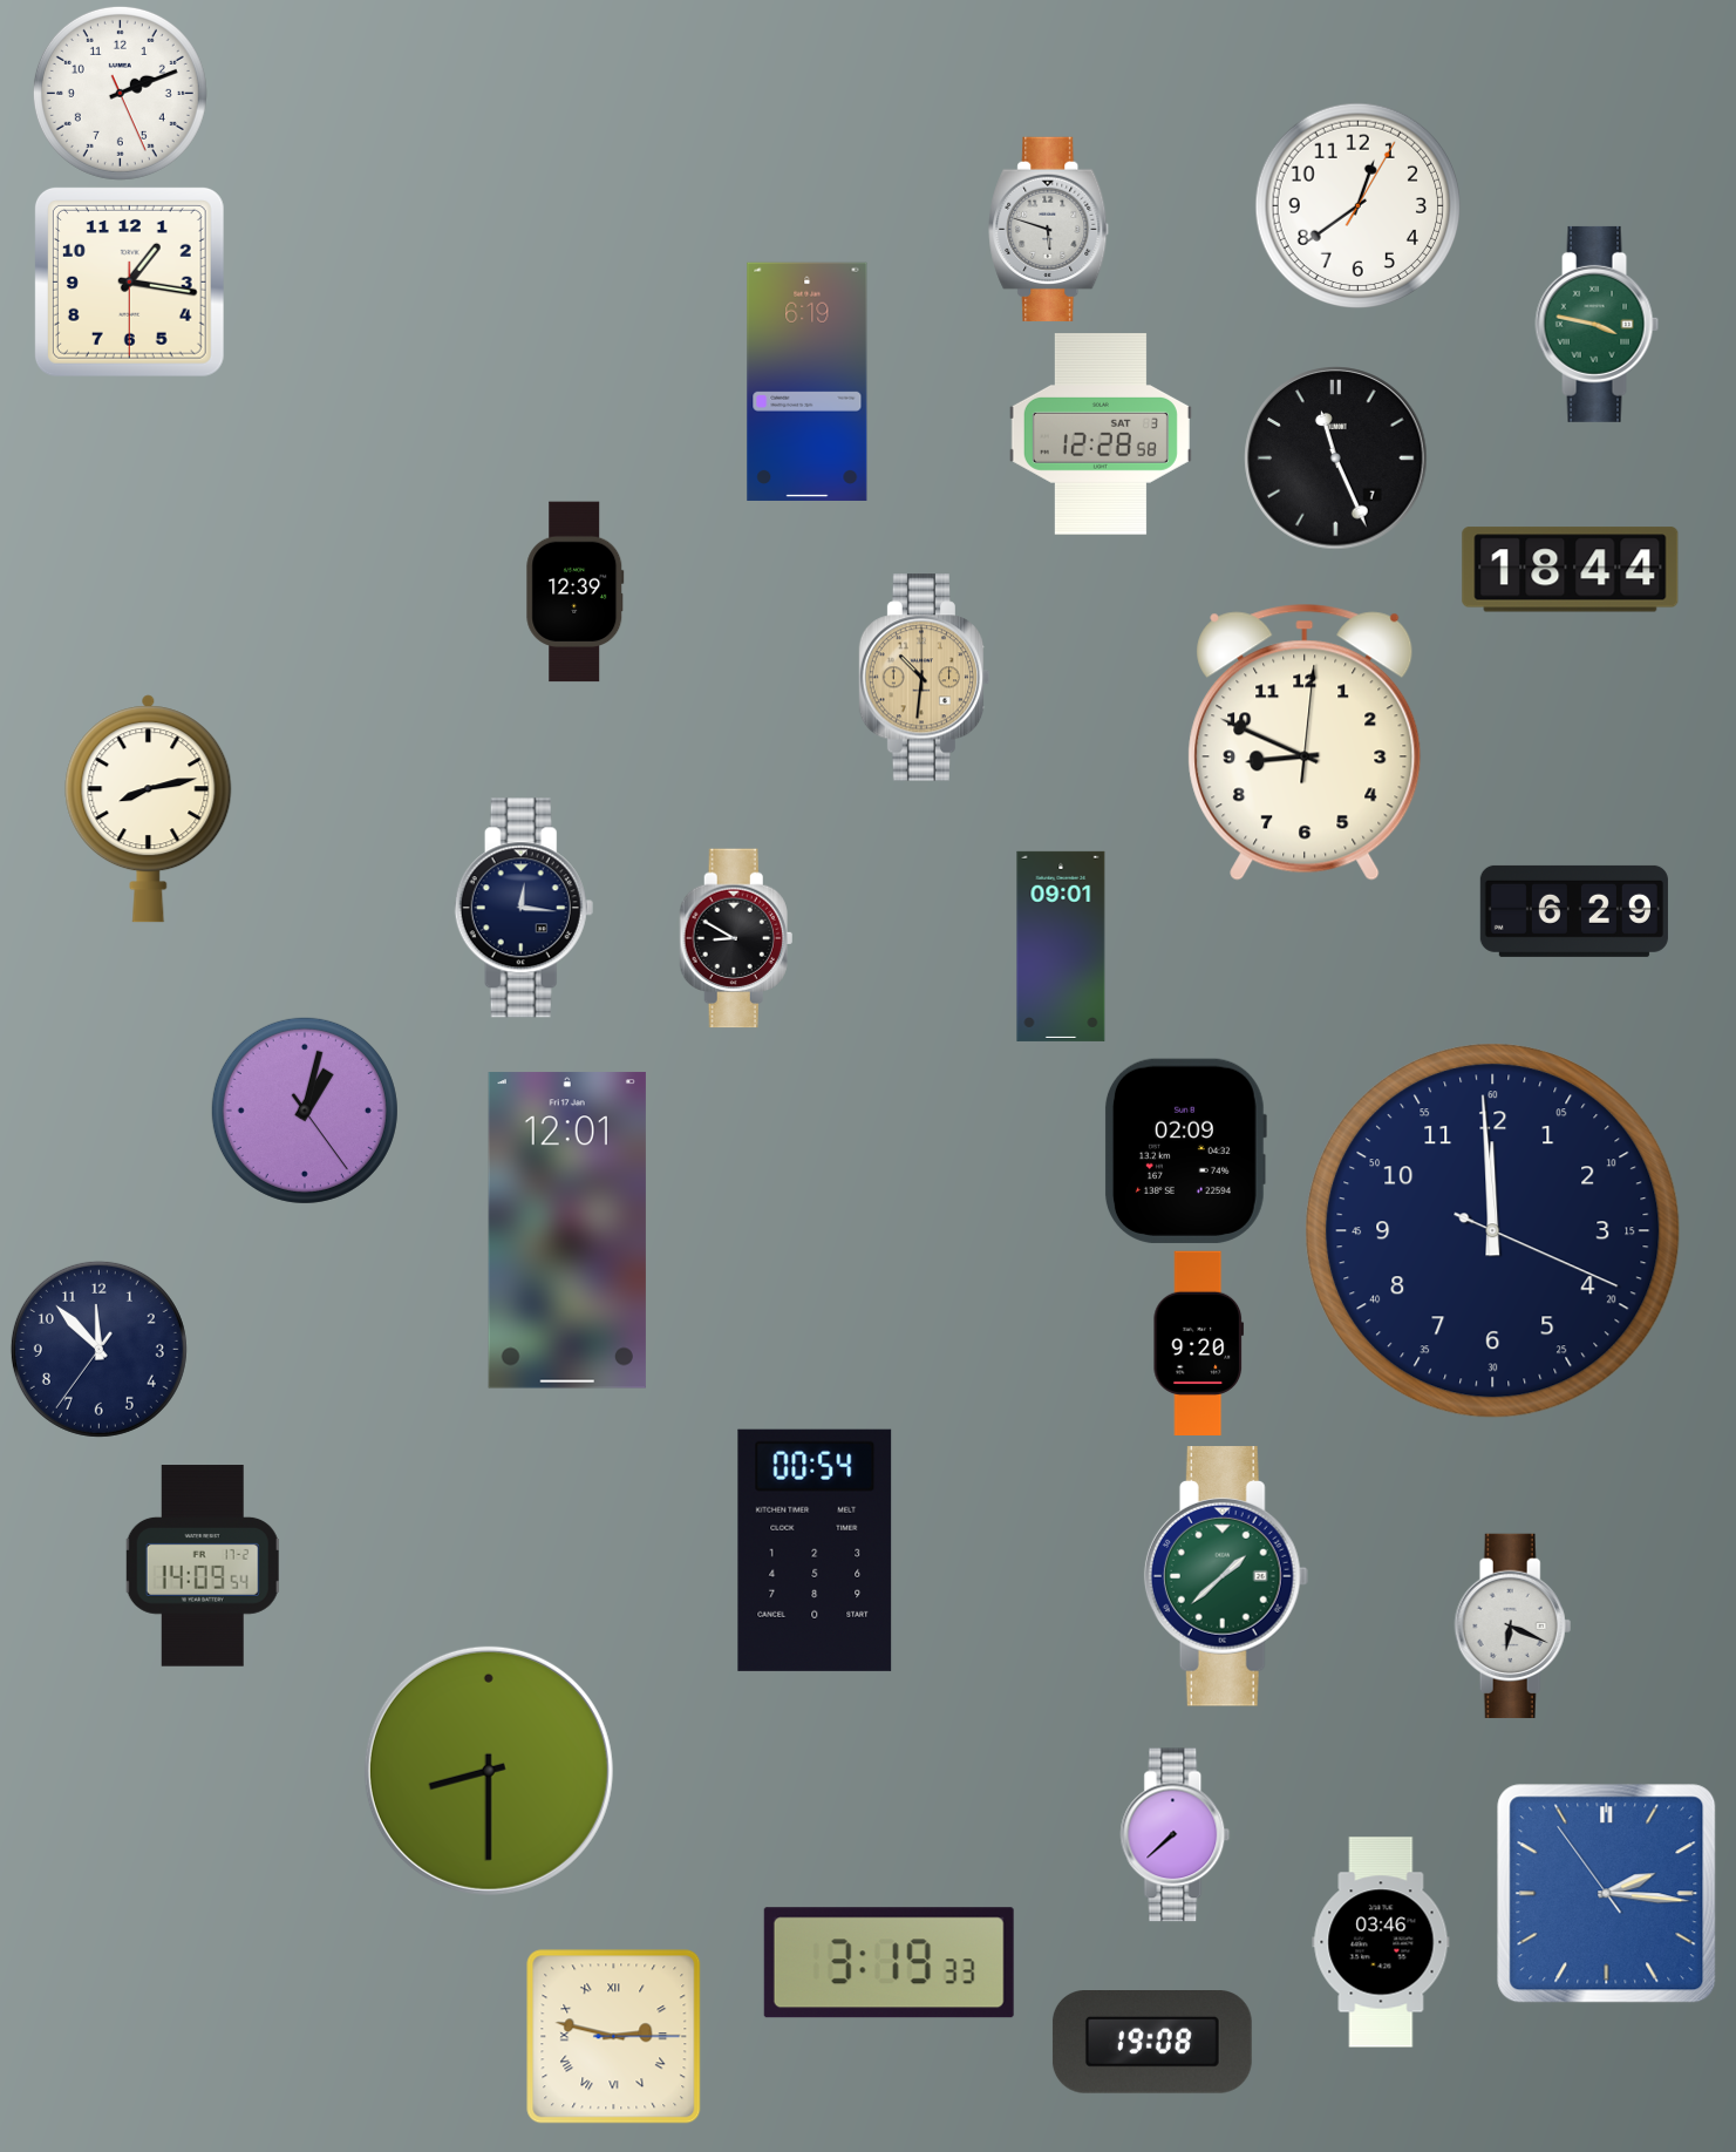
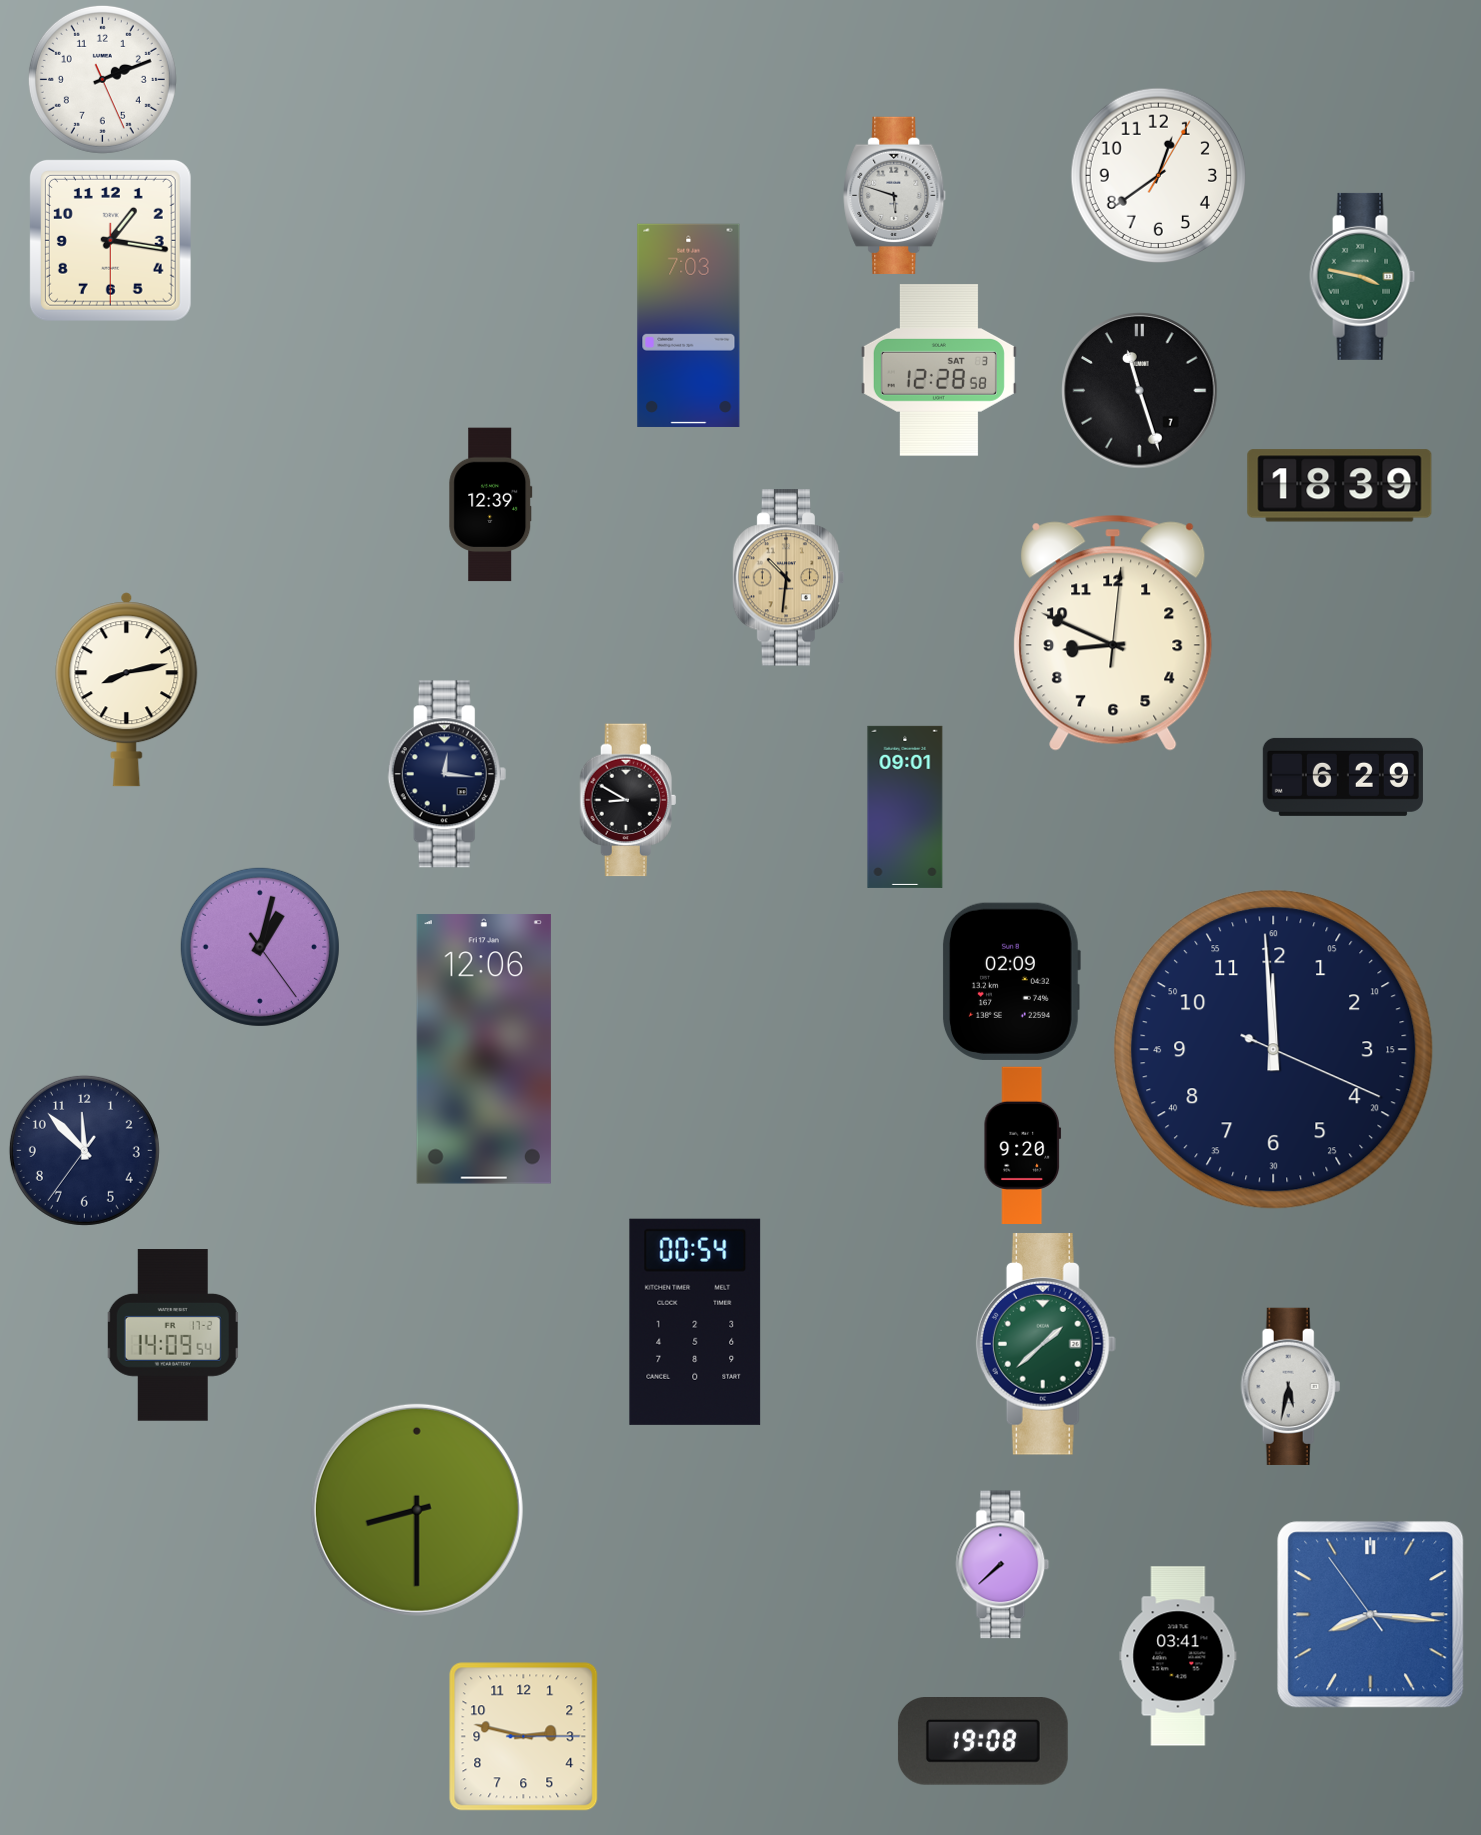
clock at (808, 381): 6:19 -> 7:03
clock at (1336, 459): 11:26 -> 11:27
clock at (1571, 570): 18:44 -> 18:39
clock at (567, 1230): 12:01 -> 12:06
clock at (1513, 1625): 6:19 -> 5:32
clock at (1607, 1894): 2:15 -> 8:15
clock at (1381, 1942): 03:46 -> 03:41
clock at (889, 1963): 3:19 -> none
clock at (614, 2037) numerals: Roman -> Arabic
